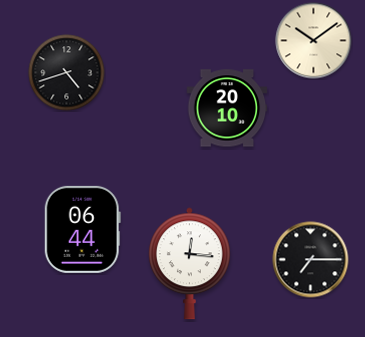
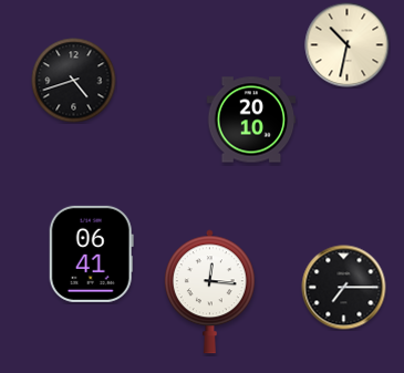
clock at (314, 41): 10:09 -> 10:32
clock at (82, 229): 06:44 -> 06:41
